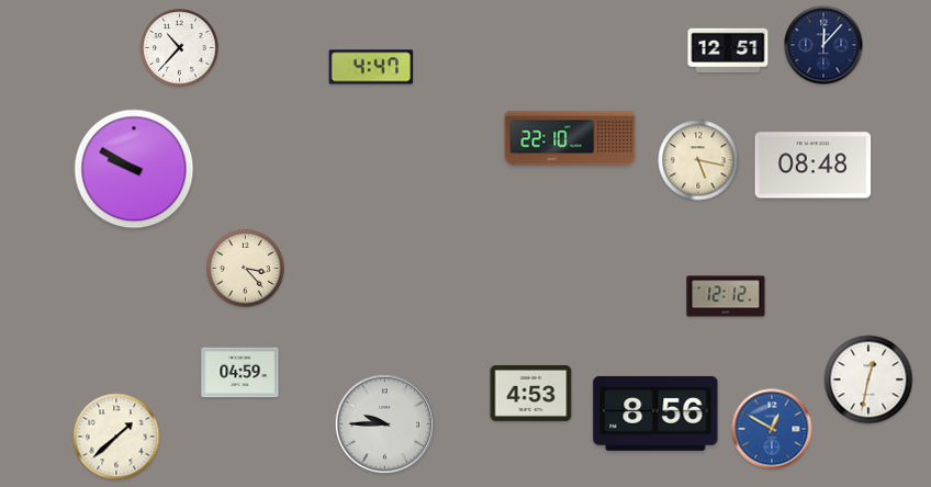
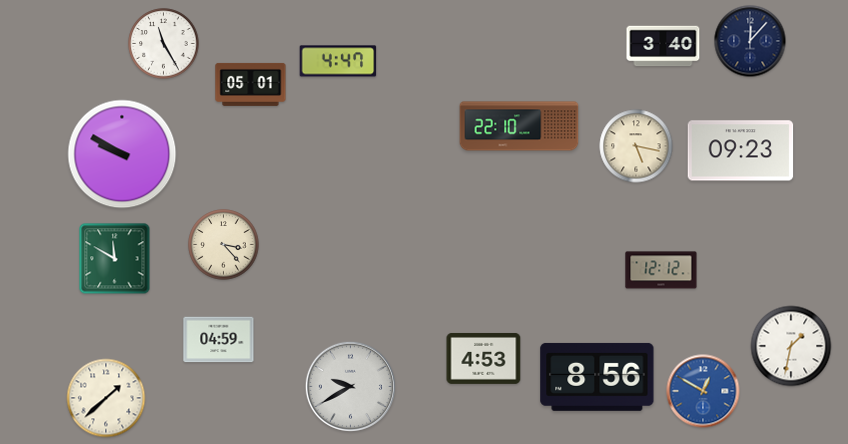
clock at (180, 48): 10:37 -> 11:25
clock at (728, 50): 12:51 -> 3:40
clock at (251, 84): none -> 05:01
clock at (814, 166): 08:48 -> 09:23
clock at (115, 259): none -> 11:50
clock at (868, 380): 12:32 -> 1:32
clock at (384, 423): 9:45 -> 9:40
